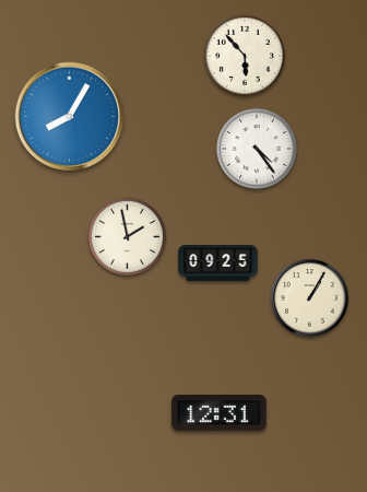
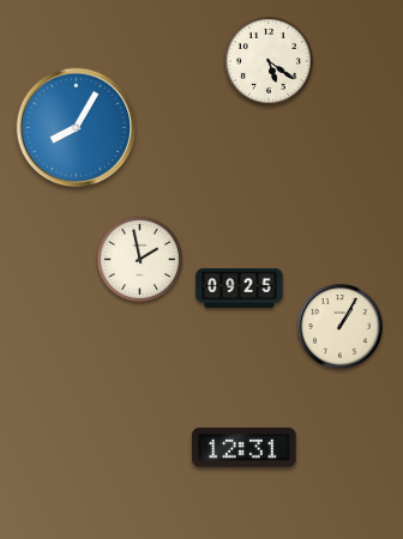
clock at (245, 56): 5:53 -> 5:21
clock at (257, 149): 4:24 -> none
clock at (220, 413) position: (220, 413) -> (245, 448)
